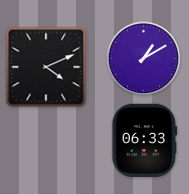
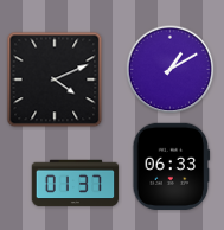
clock at (76, 184): none -> 01:37
